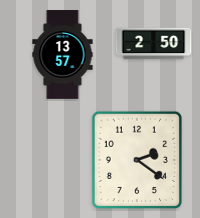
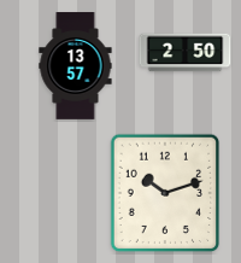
clock at (137, 160): 2:21 -> 10:12
